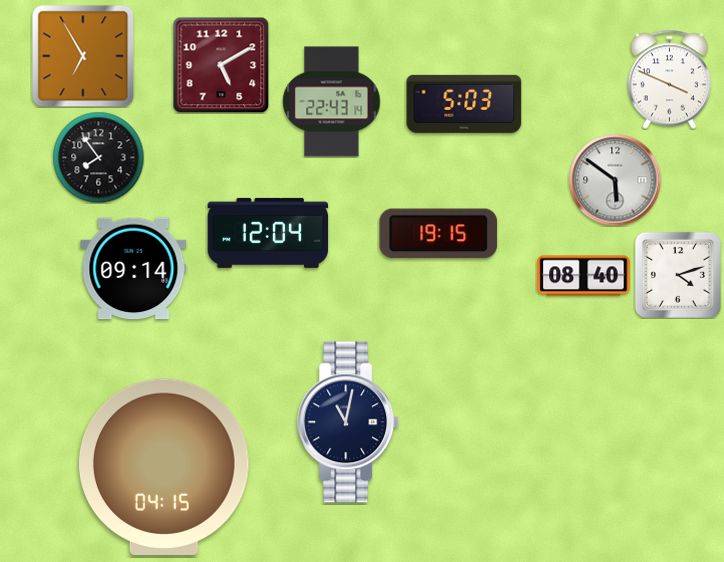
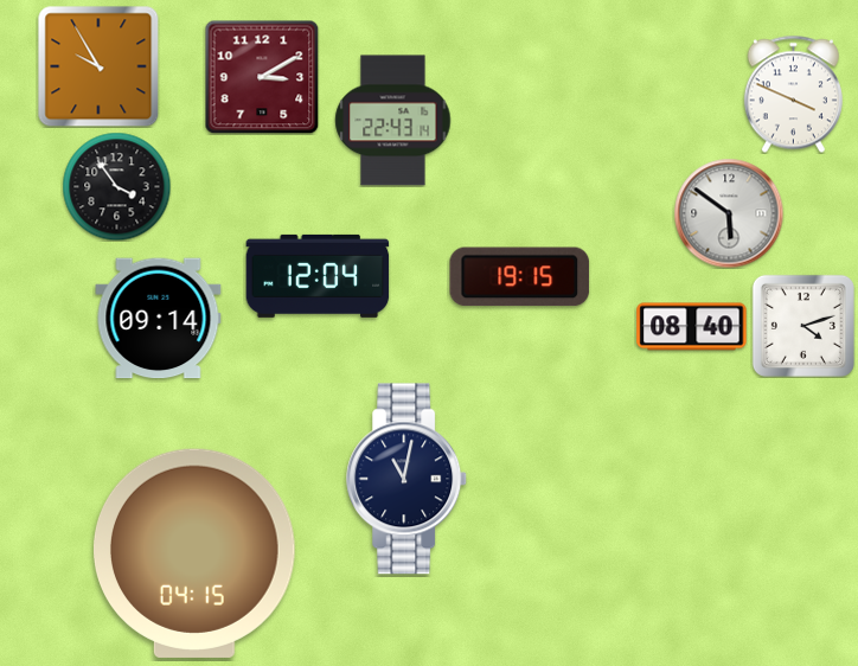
clock at (83, 56): 6:55 -> 9:55
clock at (221, 65): 5:10 -> 3:10
clock at (464, 104): 5:03 -> none
clock at (98, 157): 7:54 -> 3:54
clock at (349, 422) position: (349, 422) -> (408, 479)
